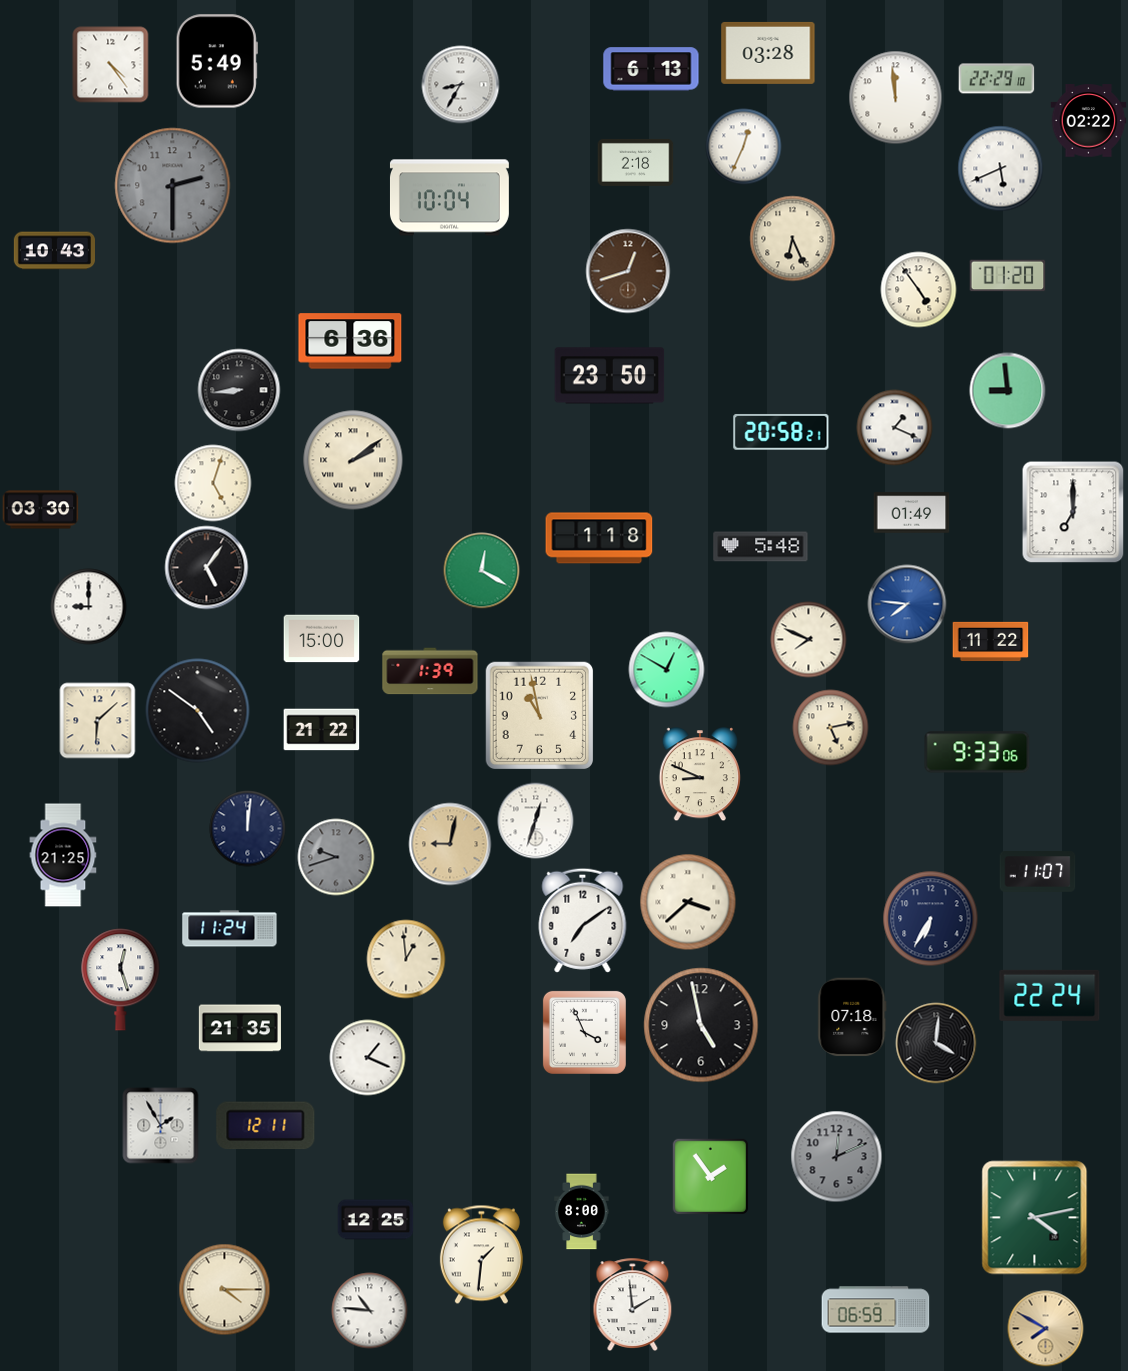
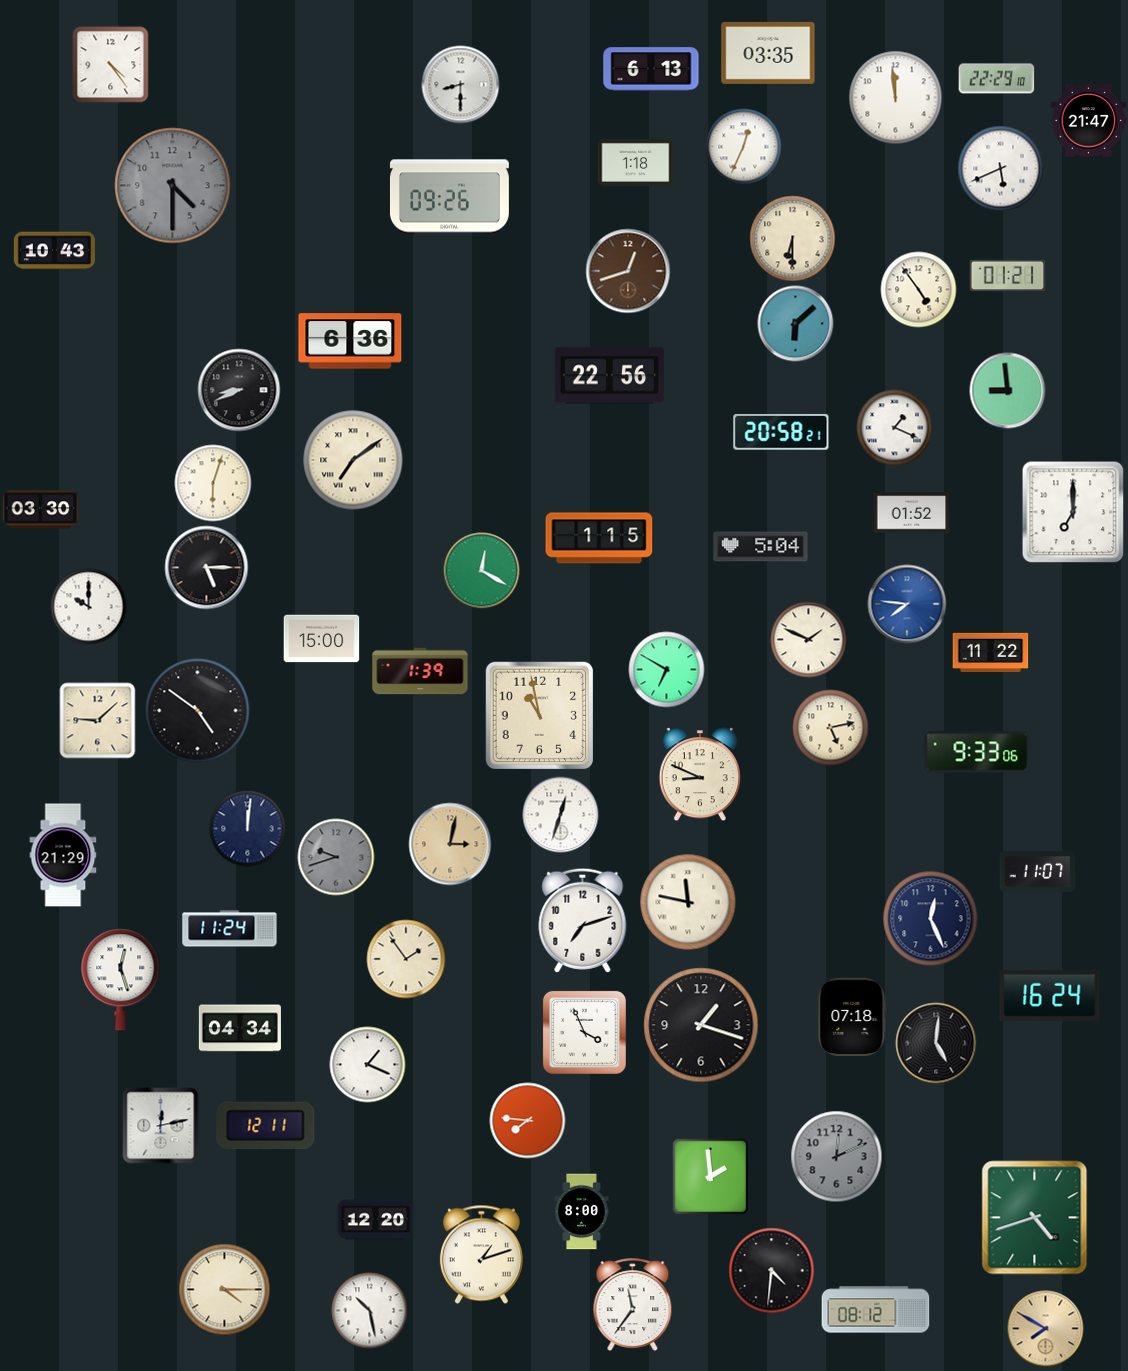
clock at (768, 53): 03:28 -> 03:35
clock at (217, 61): 5:49 -> none
clock at (461, 85): 8:35 -> 8:30
clock at (1089, 121): 02:22 -> 21:47
clock at (636, 162): 2:18 -> 1:18
clock at (173, 186): 2:30 -> 4:30
clock at (449, 198): 10:04 -> 09:26
clock at (793, 239): 6:26 -> 6:30
clock at (1008, 276): 01:20 -> 01:21
clock at (796, 324): none -> 6:08
clock at (610, 376): 23:50 -> 22:56
clock at (239, 390): 8:44 -> 8:41
clock at (353, 460): 2:09 -> 7:09
clock at (213, 483): 5:03 -> 6:03
clock at (912, 513): 01:49 -> 01:52
clock at (599, 538): 1:18 -> 1:15
clock at (761, 547): 5:48 -> 5:04
clock at (207, 568): 5:06 -> 5:15
clock at (89, 607): 9:00 -> 10:00
clock at (809, 640): 7:49 -> 1:49
clock at (991, 642) position: (991, 642) -> (991, 653)
clock at (667, 670): 12:50 -> 6:50
clock at (430, 671) position: (430, 671) -> (420, 671)
clock at (98, 721): 6:08 -> 9:08
clock at (322, 730): 21:22 -> none
clock at (536, 821) position: (536, 821) -> (561, 815)
clock at (450, 844): 9:02 -> 3:02
clock at (63, 855): 21:25 -> 21:29
clock at (688, 902): 3:38 -> 11:47
clock at (931, 919): 6:35 -> 12:26
clock at (583, 920): 7:09 -> 7:12
clock at (406, 959): 12:59 -> 1:54
clock at (1050, 995): 22:24 -> 16:24
clock at (701, 1025): 4:58 -> 1:18
clock at (240, 1028): 21:35 -> 04:34
clock at (936, 1043): 4:01 -> 5:01
clock at (368, 1058) position: (368, 1058) -> (368, 1065)
clock at (528, 1121): none -> 7:46
clock at (161, 1126): 1:55 -> 12:13
clock at (710, 1176): 1:54 -> 1:59
clock at (1035, 1218): 4:13 -> 4:42
clock at (376, 1220): 12:25 -> 12:20
clock at (481, 1255): 1:31 -> 1:12
clock at (772, 1271): none -> 4:31
clock at (633, 1304): 1:59 -> 11:36
clock at (876, 1310): 06:59 -> 08:12
clock at (370, 1311): 10:46 -> 10:28
